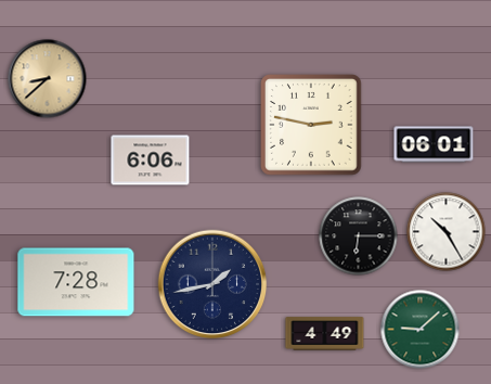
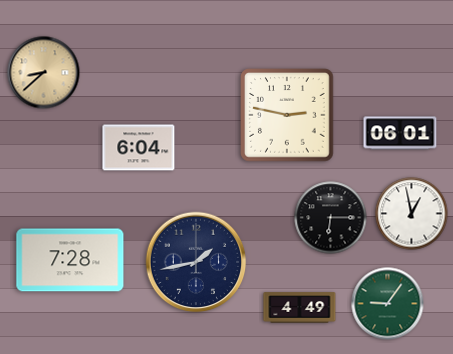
clock at (151, 161): 6:06 -> 6:04
clock at (447, 232): 10:25 -> 12:58
clock at (421, 330): 9:08 -> 9:06
